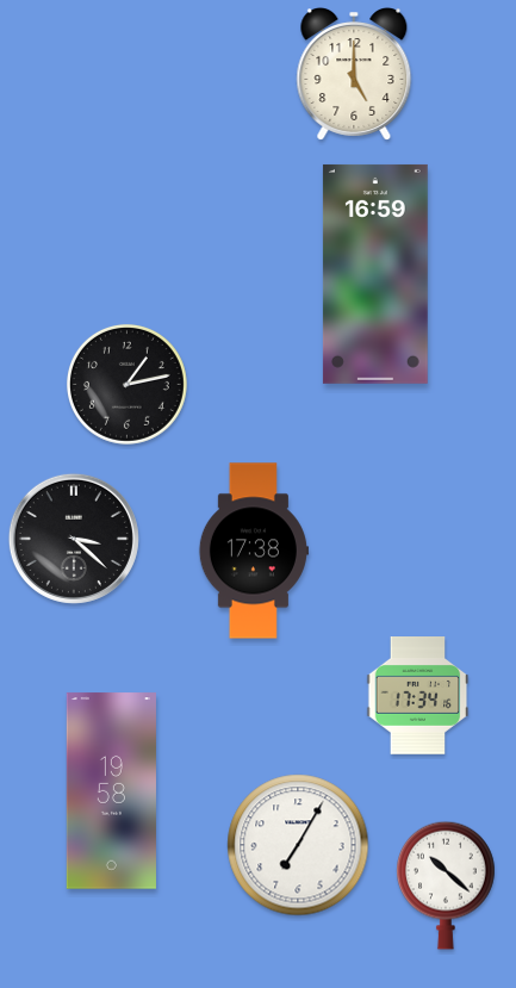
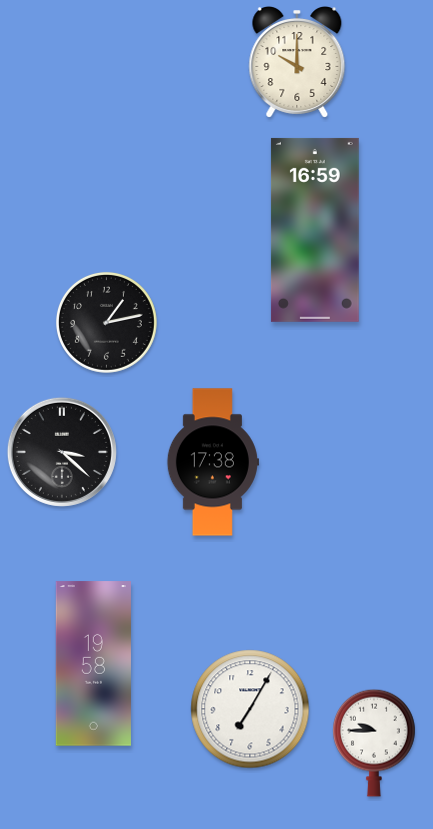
clock at (354, 75): 5:00 -> 10:00
clock at (418, 696): 17:34 -> none
clock at (447, 886): 10:22 -> 9:45
